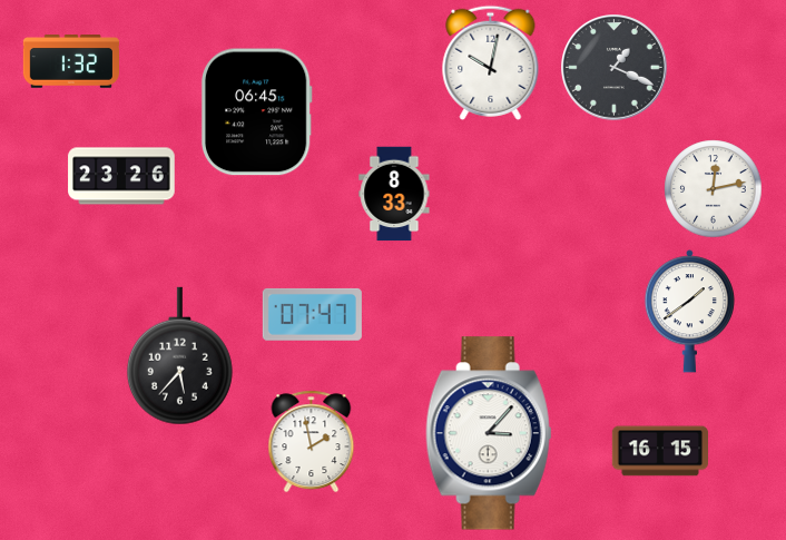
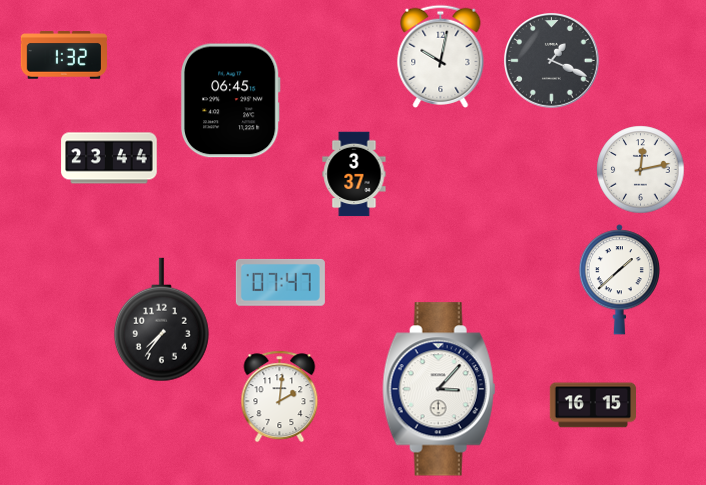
clock at (121, 176): 23:26 -> 23:44
clock at (394, 194): 8:33 -> 3:37
clock at (689, 312): 1:39 -> 1:38
clock at (179, 356): 5:37 -> 7:36
clock at (312, 442): 1:58 -> 2:01
